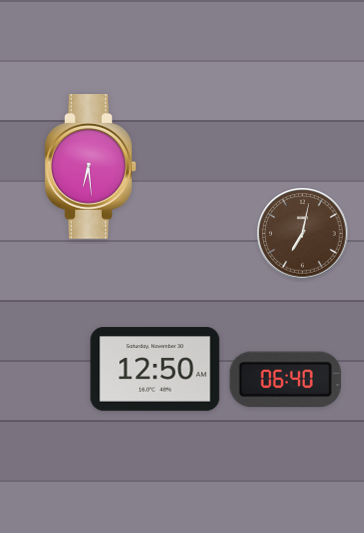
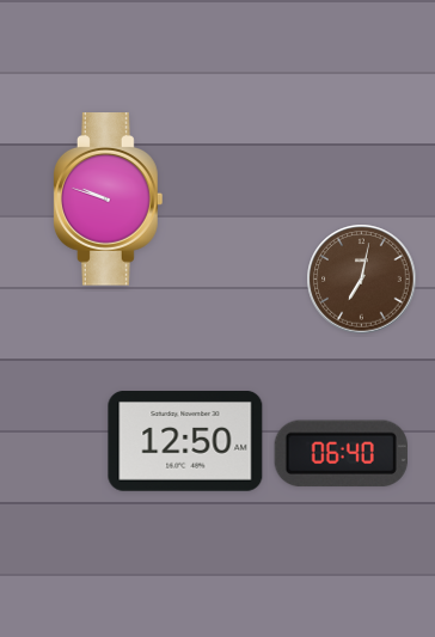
clock at (90, 167): 6:29 -> 9:48
